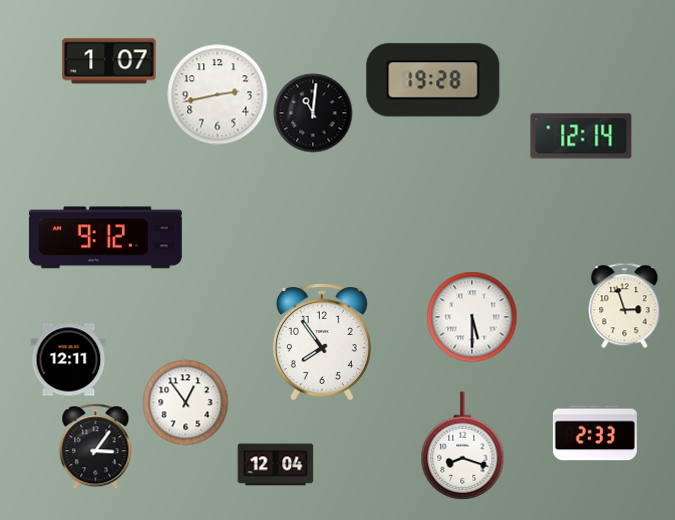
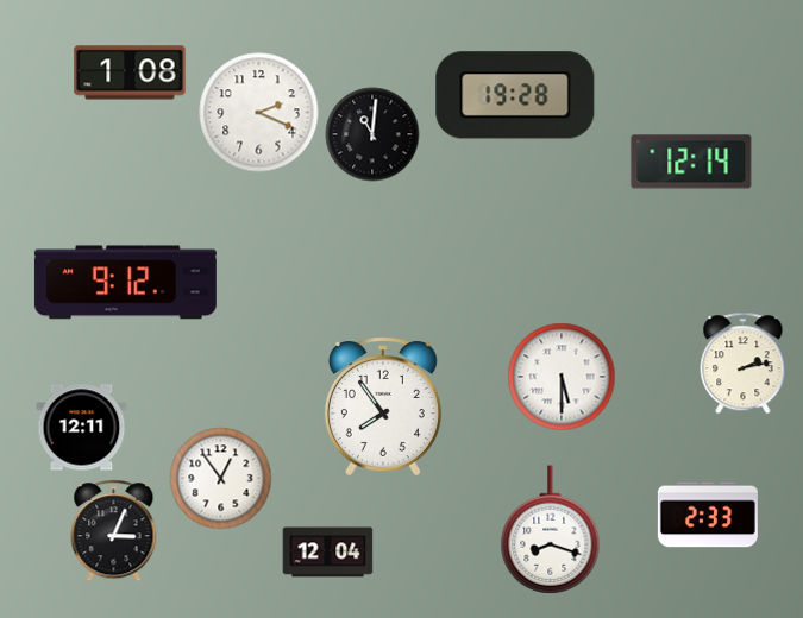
clock at (109, 61): 1:07 -> 1:08
clock at (218, 95): 2:43 -> 2:19
clock at (625, 306): 2:57 -> 2:13
clock at (96, 447): 3:06 -> 3:04
